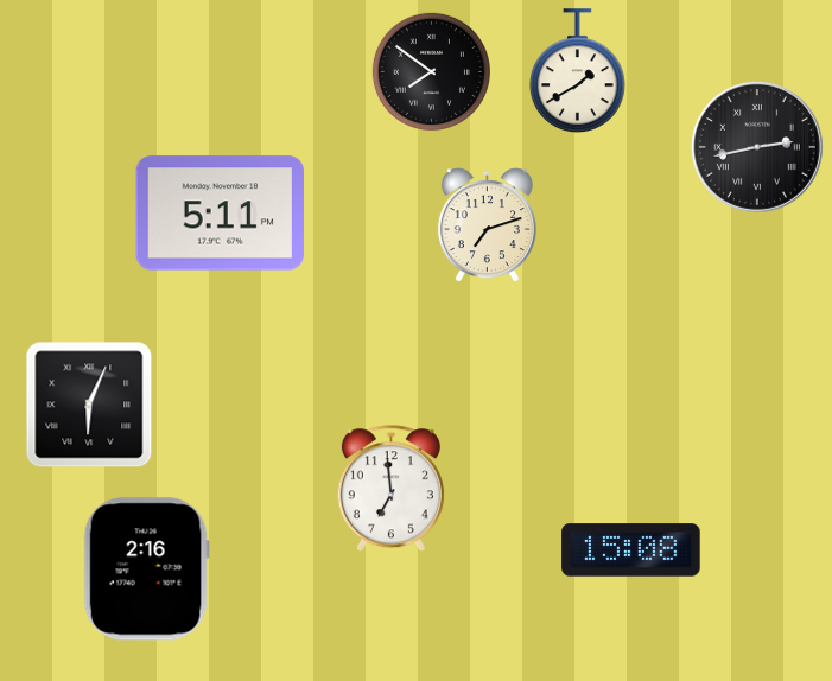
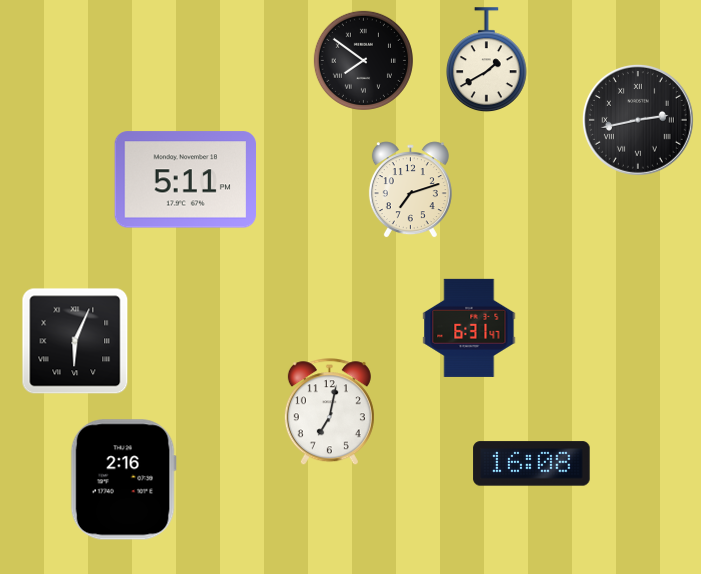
clock at (757, 147) position: (757, 147) -> (638, 120)
clock at (469, 328): none -> 6:31
clock at (390, 489): 6:59 -> 7:02
clock at (631, 550): 15:08 -> 16:08
